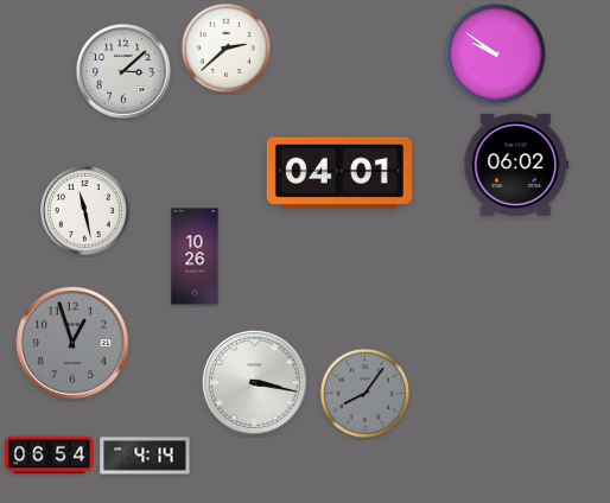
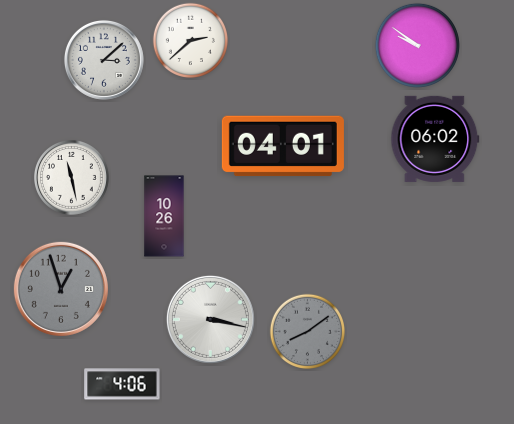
clock at (339, 173) position: (339, 173) -> (283, 146)
clock at (254, 382) position: (254, 382) -> (210, 319)
clock at (364, 393): 8:06 -> 8:09
clock at (50, 456): 06:54 -> none
clock at (145, 456): 4:14 -> 4:06
